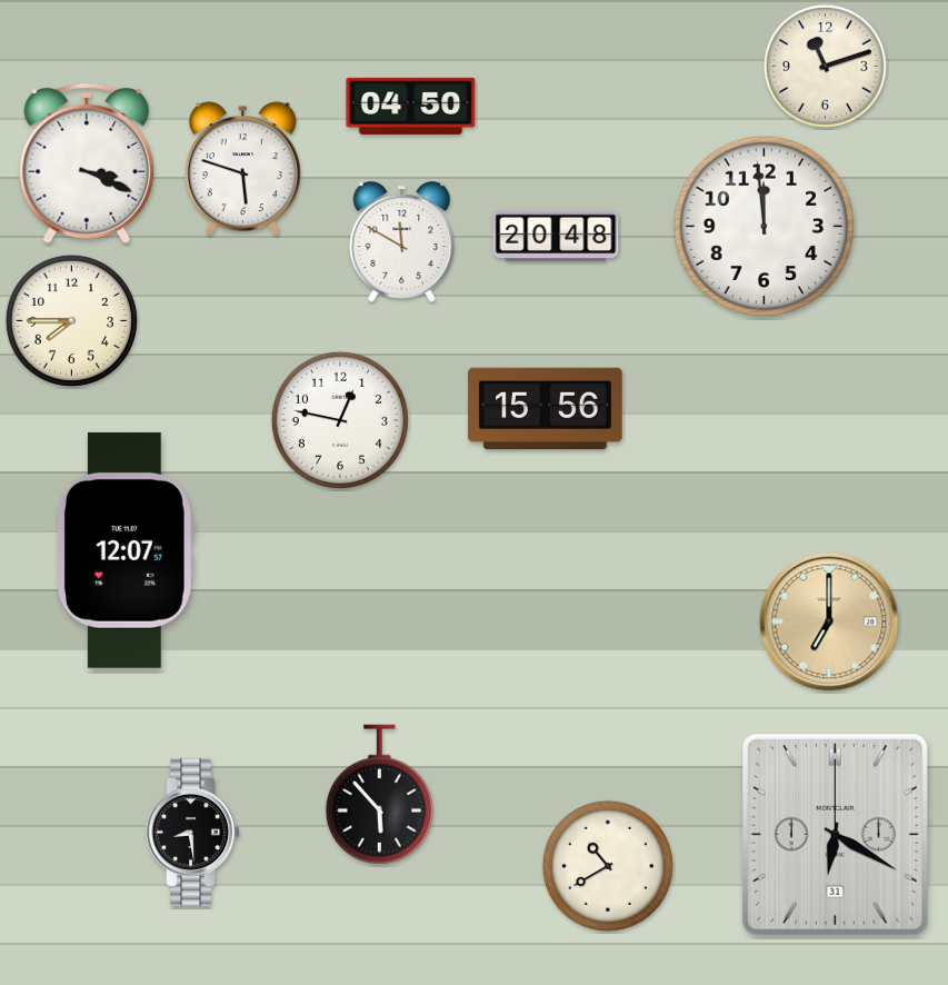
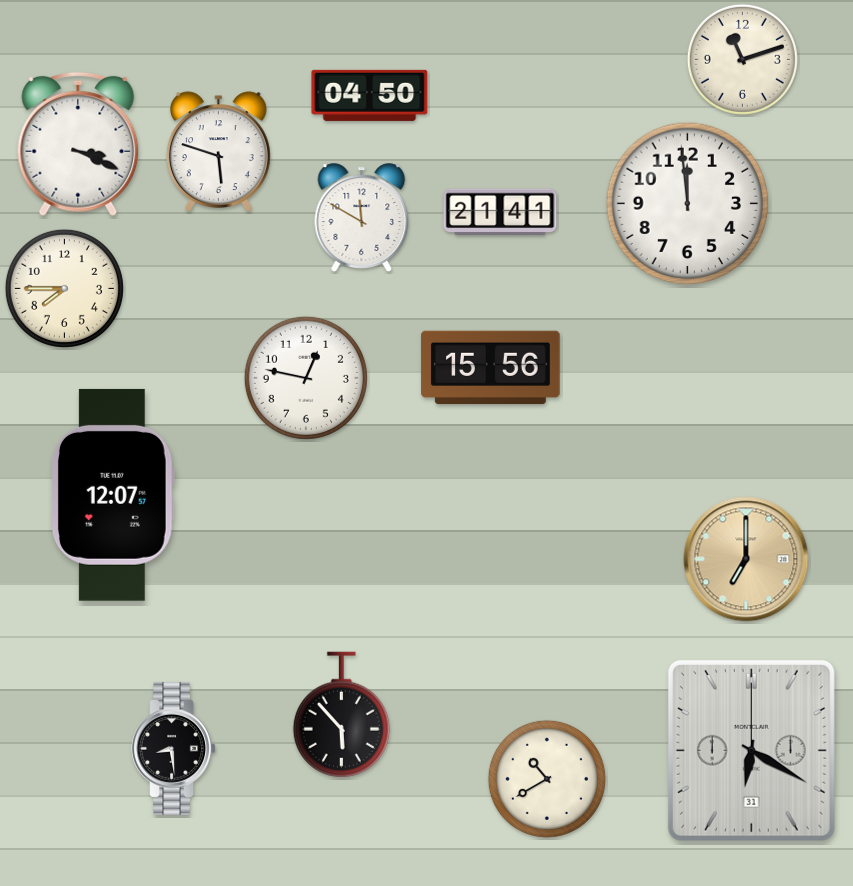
clock at (87, 163) position: (87, 163) -> (78, 144)
clock at (556, 236): 20:48 -> 21:41
